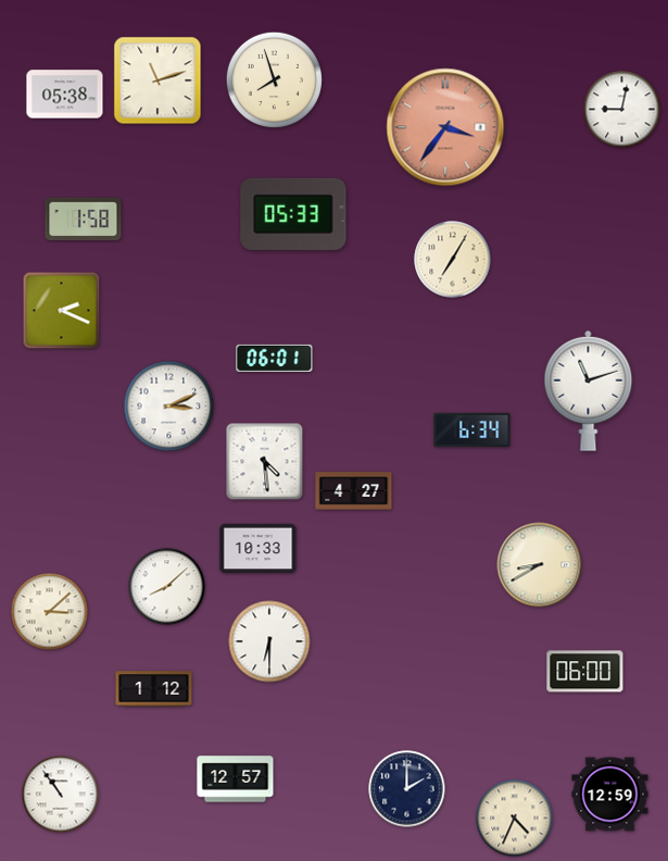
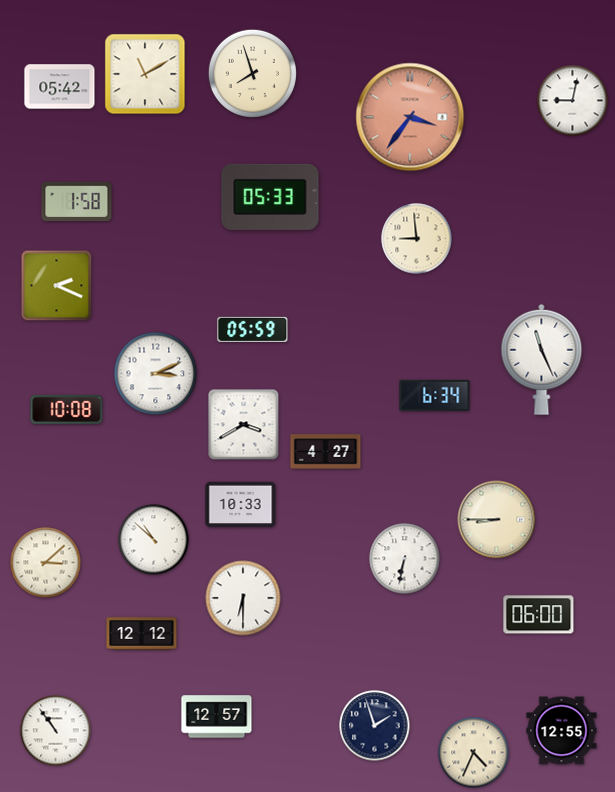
clock at (157, 80): 11:12 -> 11:10
clock at (65, 95): 05:38 -> 05:42
clock at (453, 260): 7:05 -> 8:59
clock at (275, 358): 06:01 -> 05:59
clock at (589, 390): 11:12 -> 11:26
clock at (67, 409): none -> 10:08
clock at (265, 462): 4:29 -> 3:40
clock at (259, 549) position: (259, 549) -> (241, 505)
clock at (540, 565): 8:40 -> 8:45
clock at (167, 587): 8:08 -> 10:52
clock at (405, 559): none -> 6:32
clock at (269, 641) position: (269, 641) -> (243, 598)
clock at (585, 672) position: (585, 672) -> (539, 615)
clock at (154, 689): 1:12 -> 12:12
clock at (407, 789): 2:00 -> 1:57
clock at (610, 795): 12:59 -> 12:55
